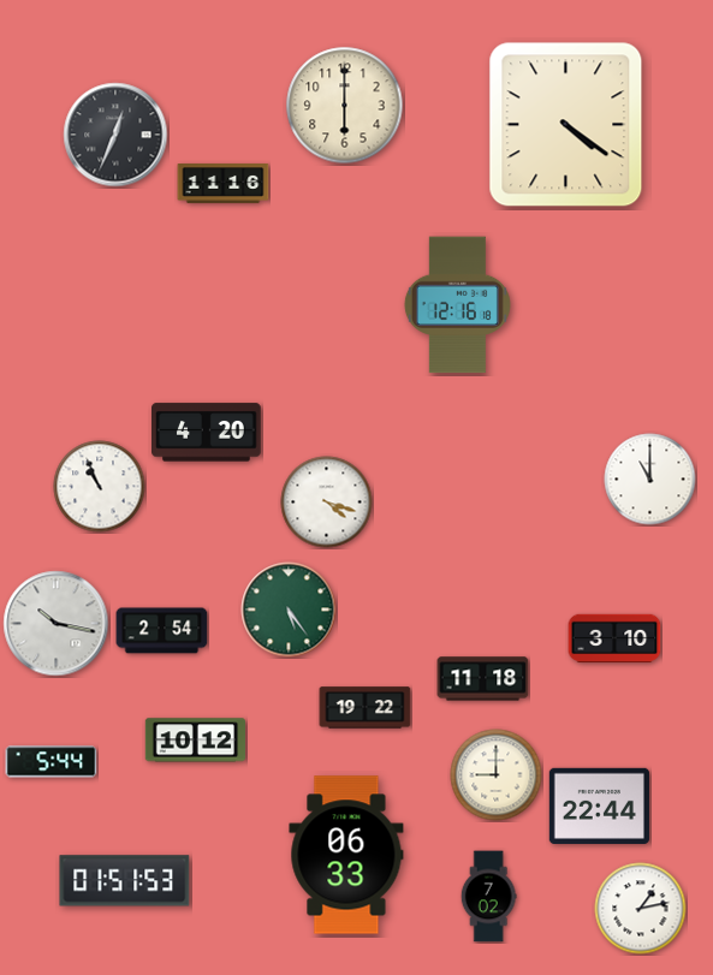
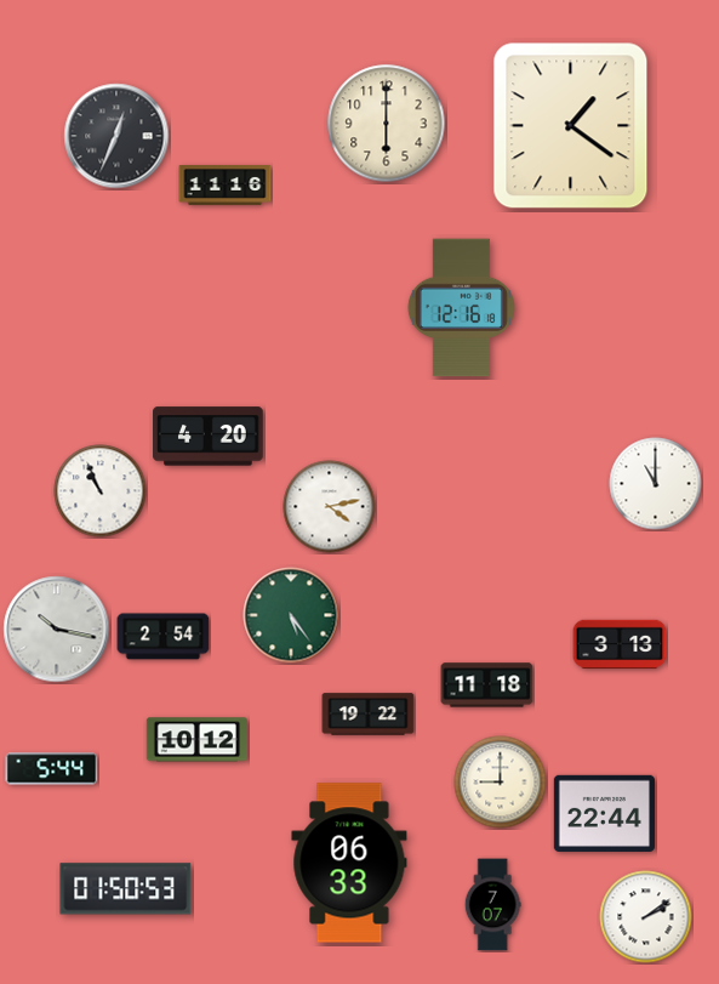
clock at (345, 106) position: (345, 106) -> (387, 124)
clock at (566, 125): 4:21 -> 1:21
clock at (327, 503): 4:18 -> 4:13
clock at (614, 638): 3:10 -> 3:13
clock at (195, 741) position: (195, 741) -> (196, 740)
clock at (125, 881): 01:51 -> 01:50
clock at (488, 897): 7:02 -> 7:07
clock at (641, 909): 1:13 -> 2:09
